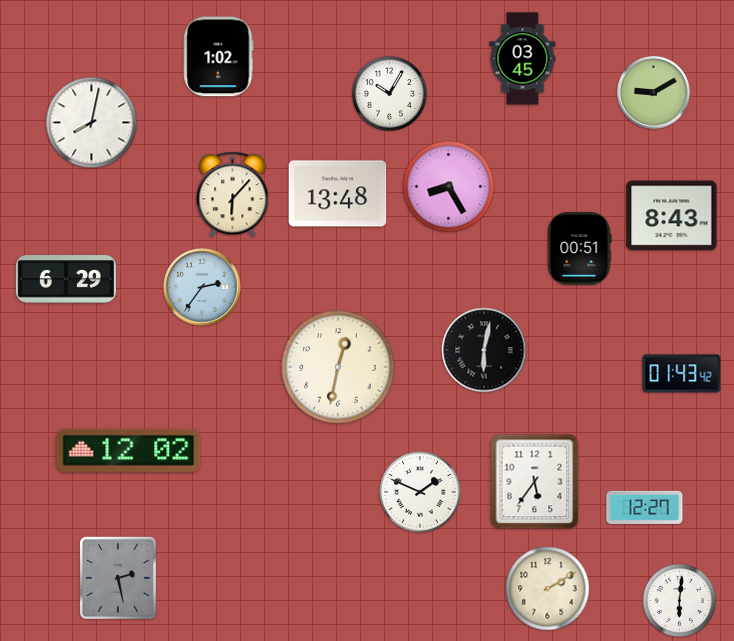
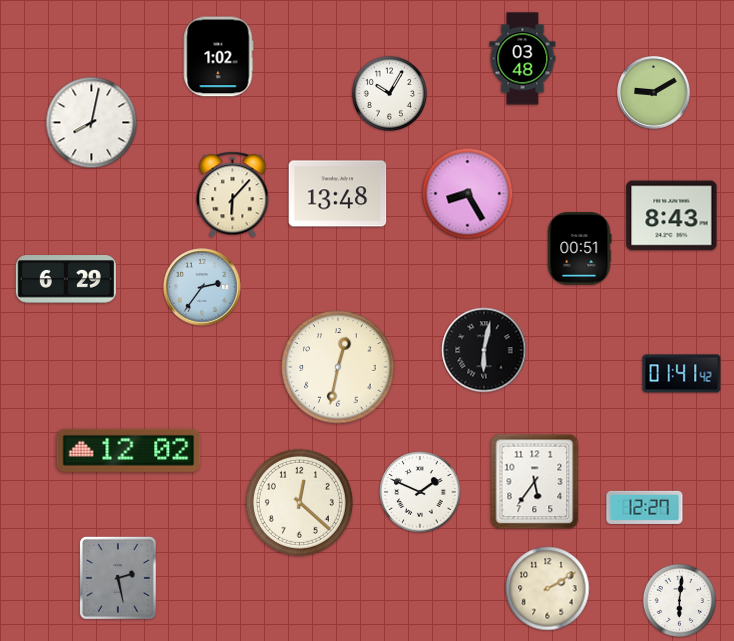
clock at (523, 59): 03:45 -> 03:48
clock at (449, 187) position: (449, 187) -> (468, 194)
clock at (682, 374): 01:43 -> 01:41
clock at (299, 502): none -> 12:22
